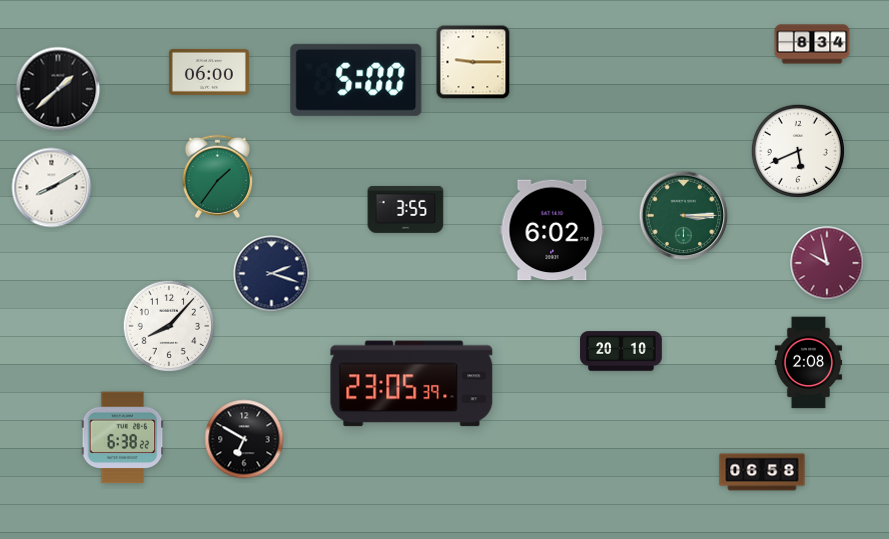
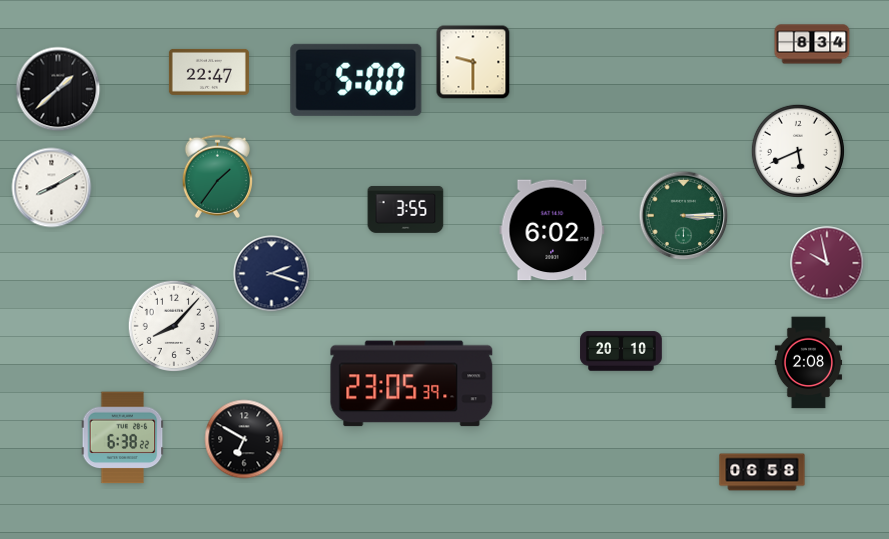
clock at (473, 62): 9:15 -> 9:30
clock at (209, 72): 06:00 -> 22:47
clock at (169, 326) position: (169, 326) -> (174, 326)
